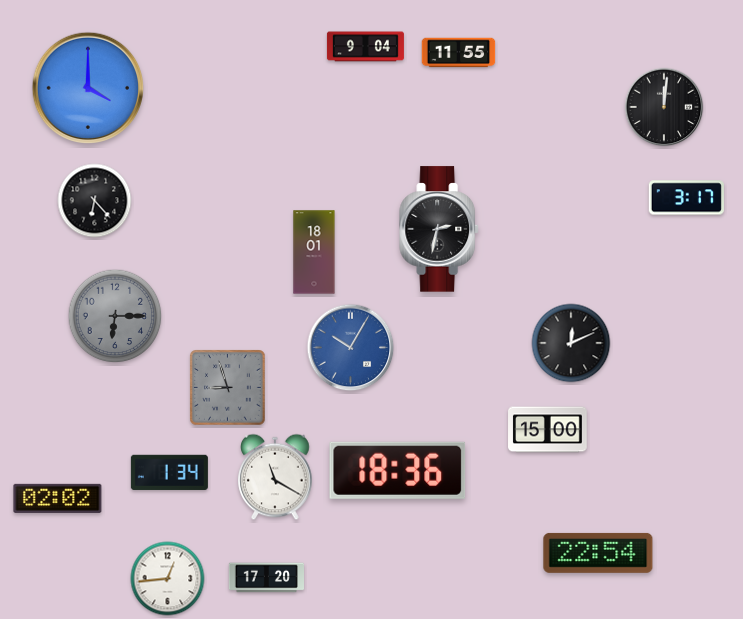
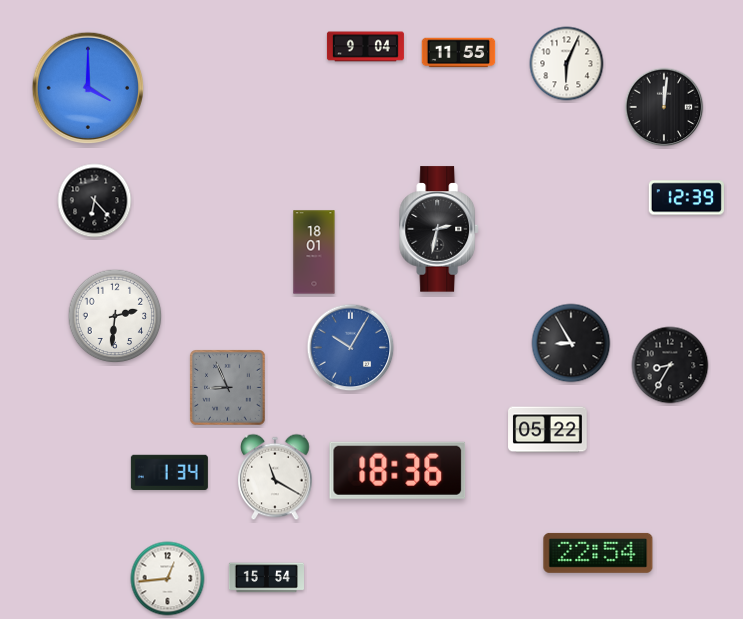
clock at (567, 64): none -> 6:04
clock at (686, 198): 3:17 -> 12:39
clock at (115, 316): 6:15 -> 2:31
clock at (115, 316) dial: grey -> white
clock at (571, 343): 12:11 -> 8:55
clock at (670, 365): none -> 8:35
clock at (228, 388): 8:57 -> 8:56
clock at (548, 430): 15:00 -> 05:22
clock at (58, 498): 02:02 -> none
clock at (266, 578): 17:20 -> 15:54
